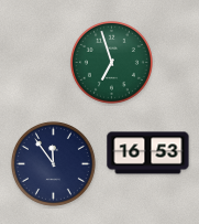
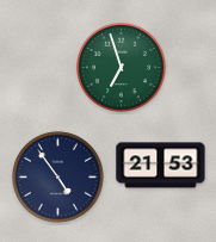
clock at (148, 153): 16:53 -> 21:53
clock at (53, 163): 11:54 -> 4:54
